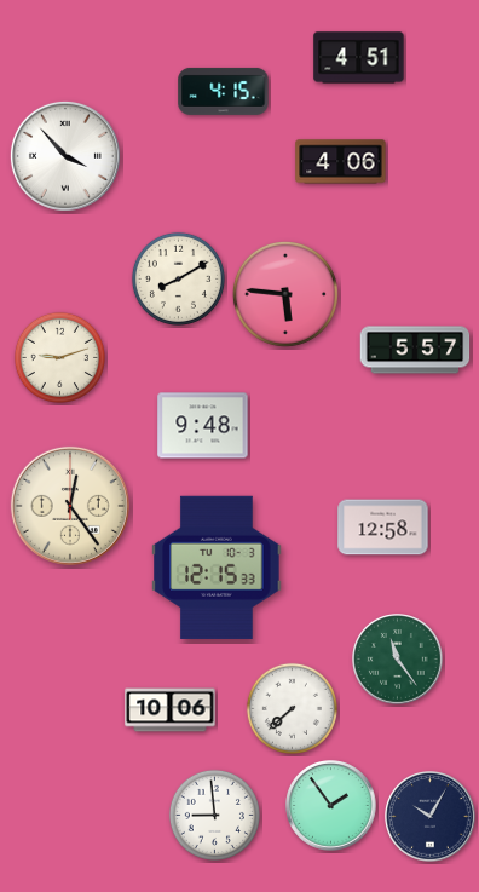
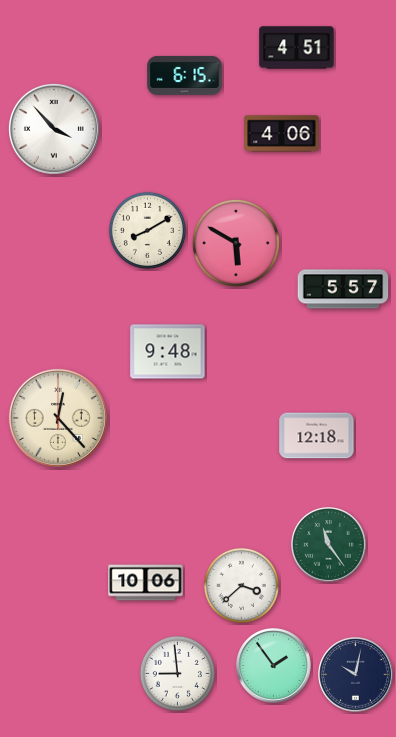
clock at (224, 91): 4:15 -> 6:15
clock at (285, 294): 5:46 -> 5:50
clock at (59, 357): 9:12 -> none
clock at (70, 506): 12:24 -> 12:23
clock at (383, 528): 12:58 -> 12:18
clock at (217, 568): 12:15 -> none
clock at (292, 708): 7:38 -> 3:38
clock at (171, 710) position: (171, 710) -> (146, 583)
clock at (431, 817): 10:05 -> 10:02
